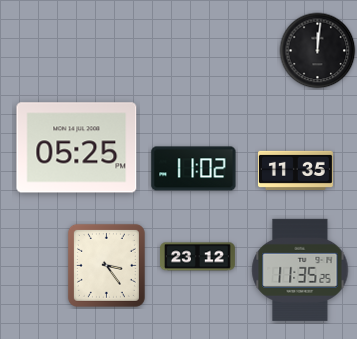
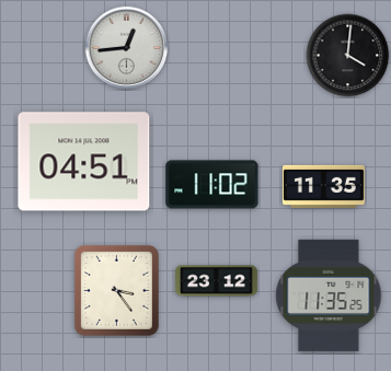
clock at (127, 48): none -> 12:44
clock at (318, 51): 12:01 -> 4:01
clock at (77, 148): 05:25 -> 04:51
